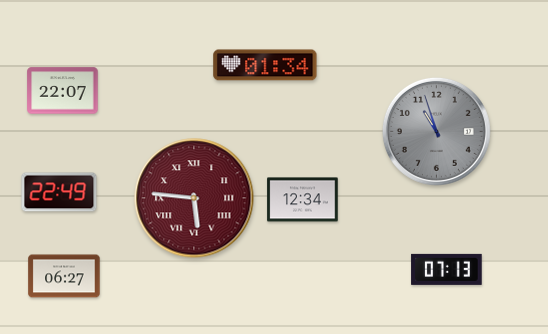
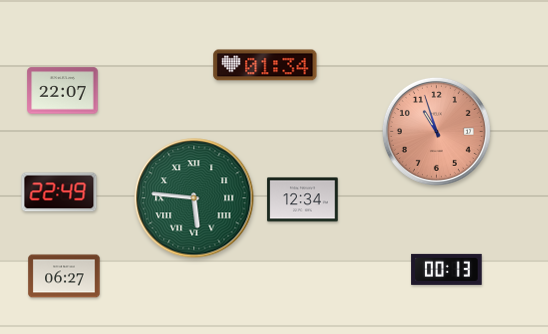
clock at (436, 131) dial: grey -> salmon
clock at (194, 198) dial: burgundy -> green
clock at (447, 269): 07:13 -> 00:13
